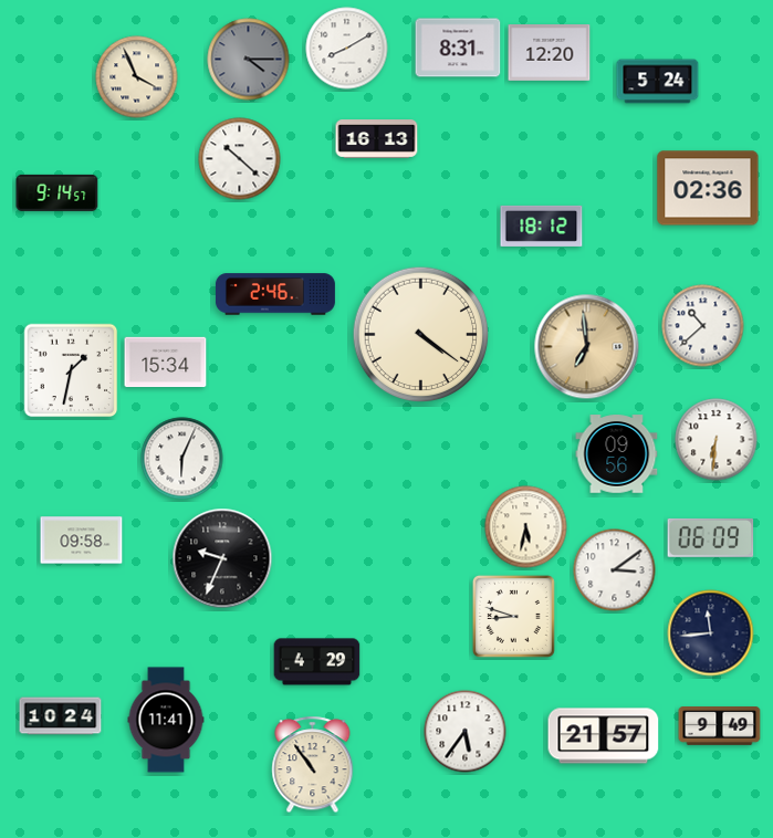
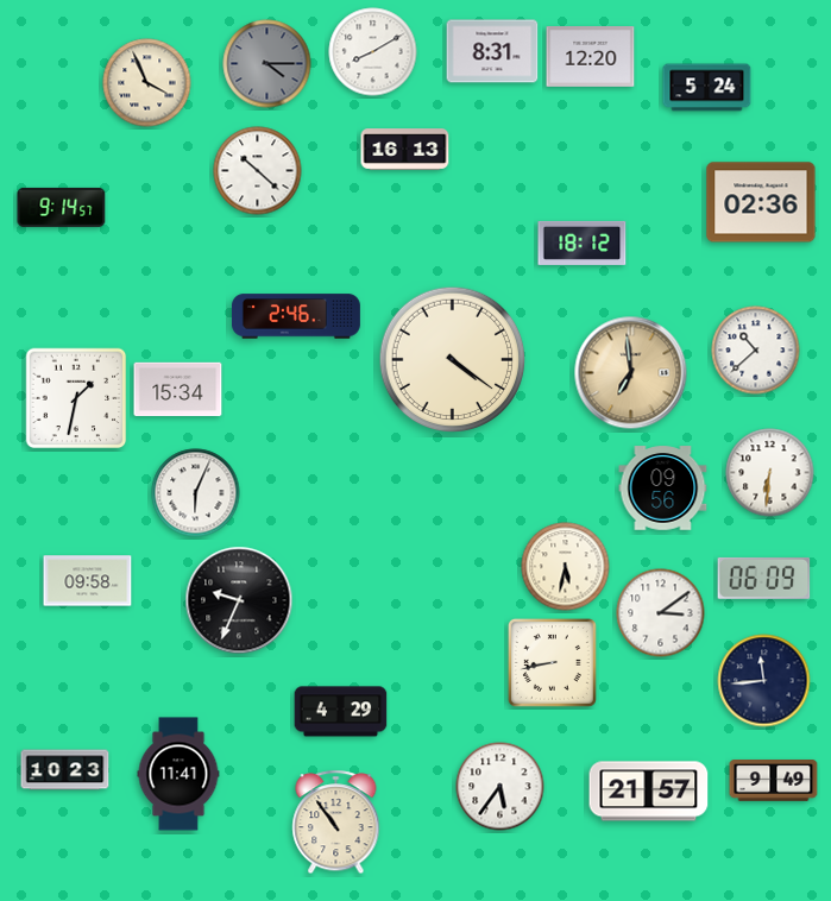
clock at (513, 616): 8:48 -> 8:43
clock at (61, 716): 10:24 -> 10:23
